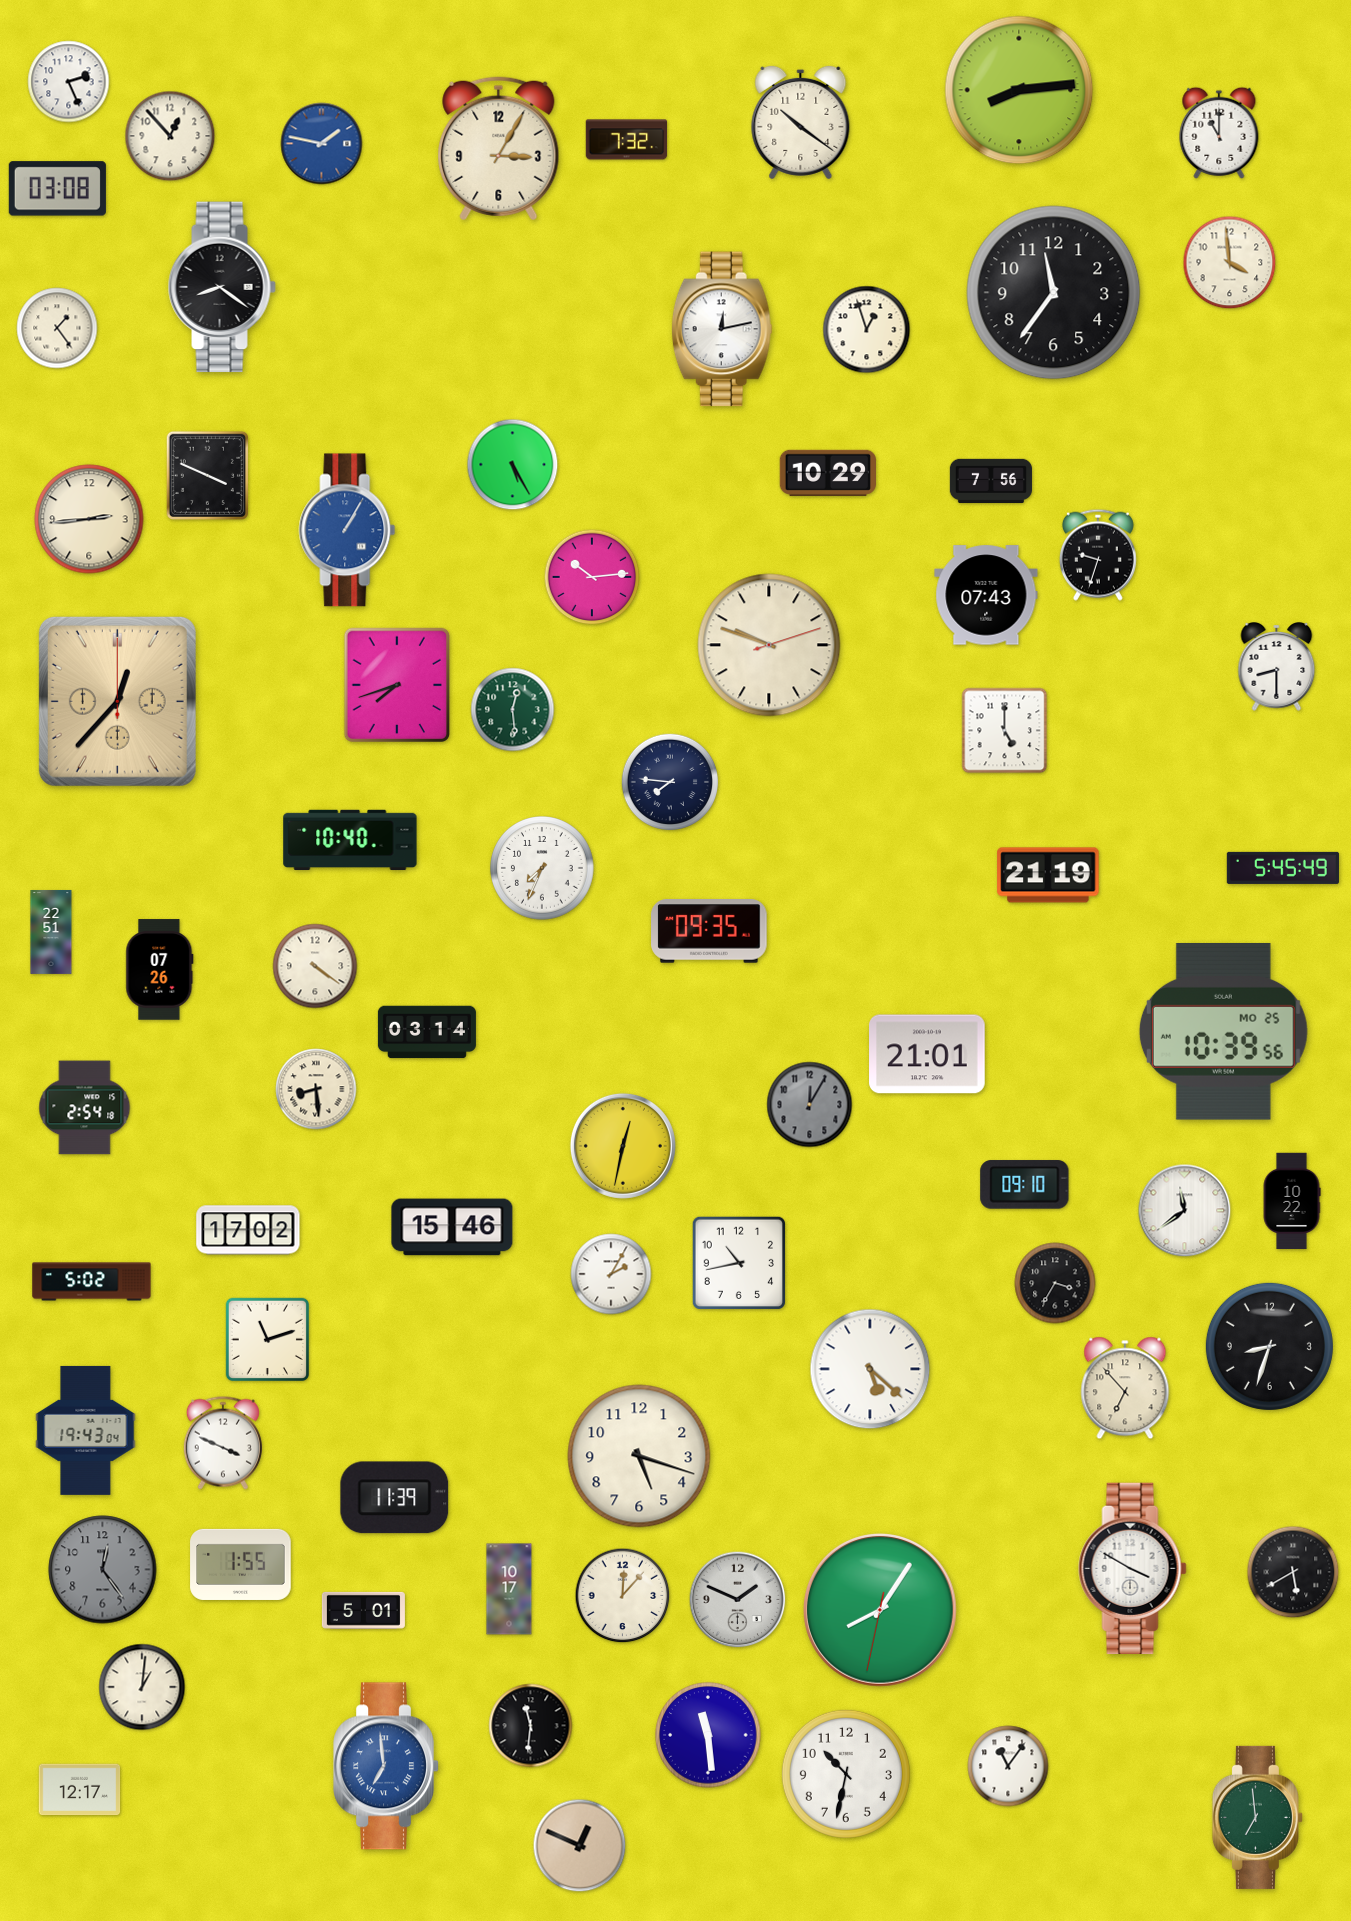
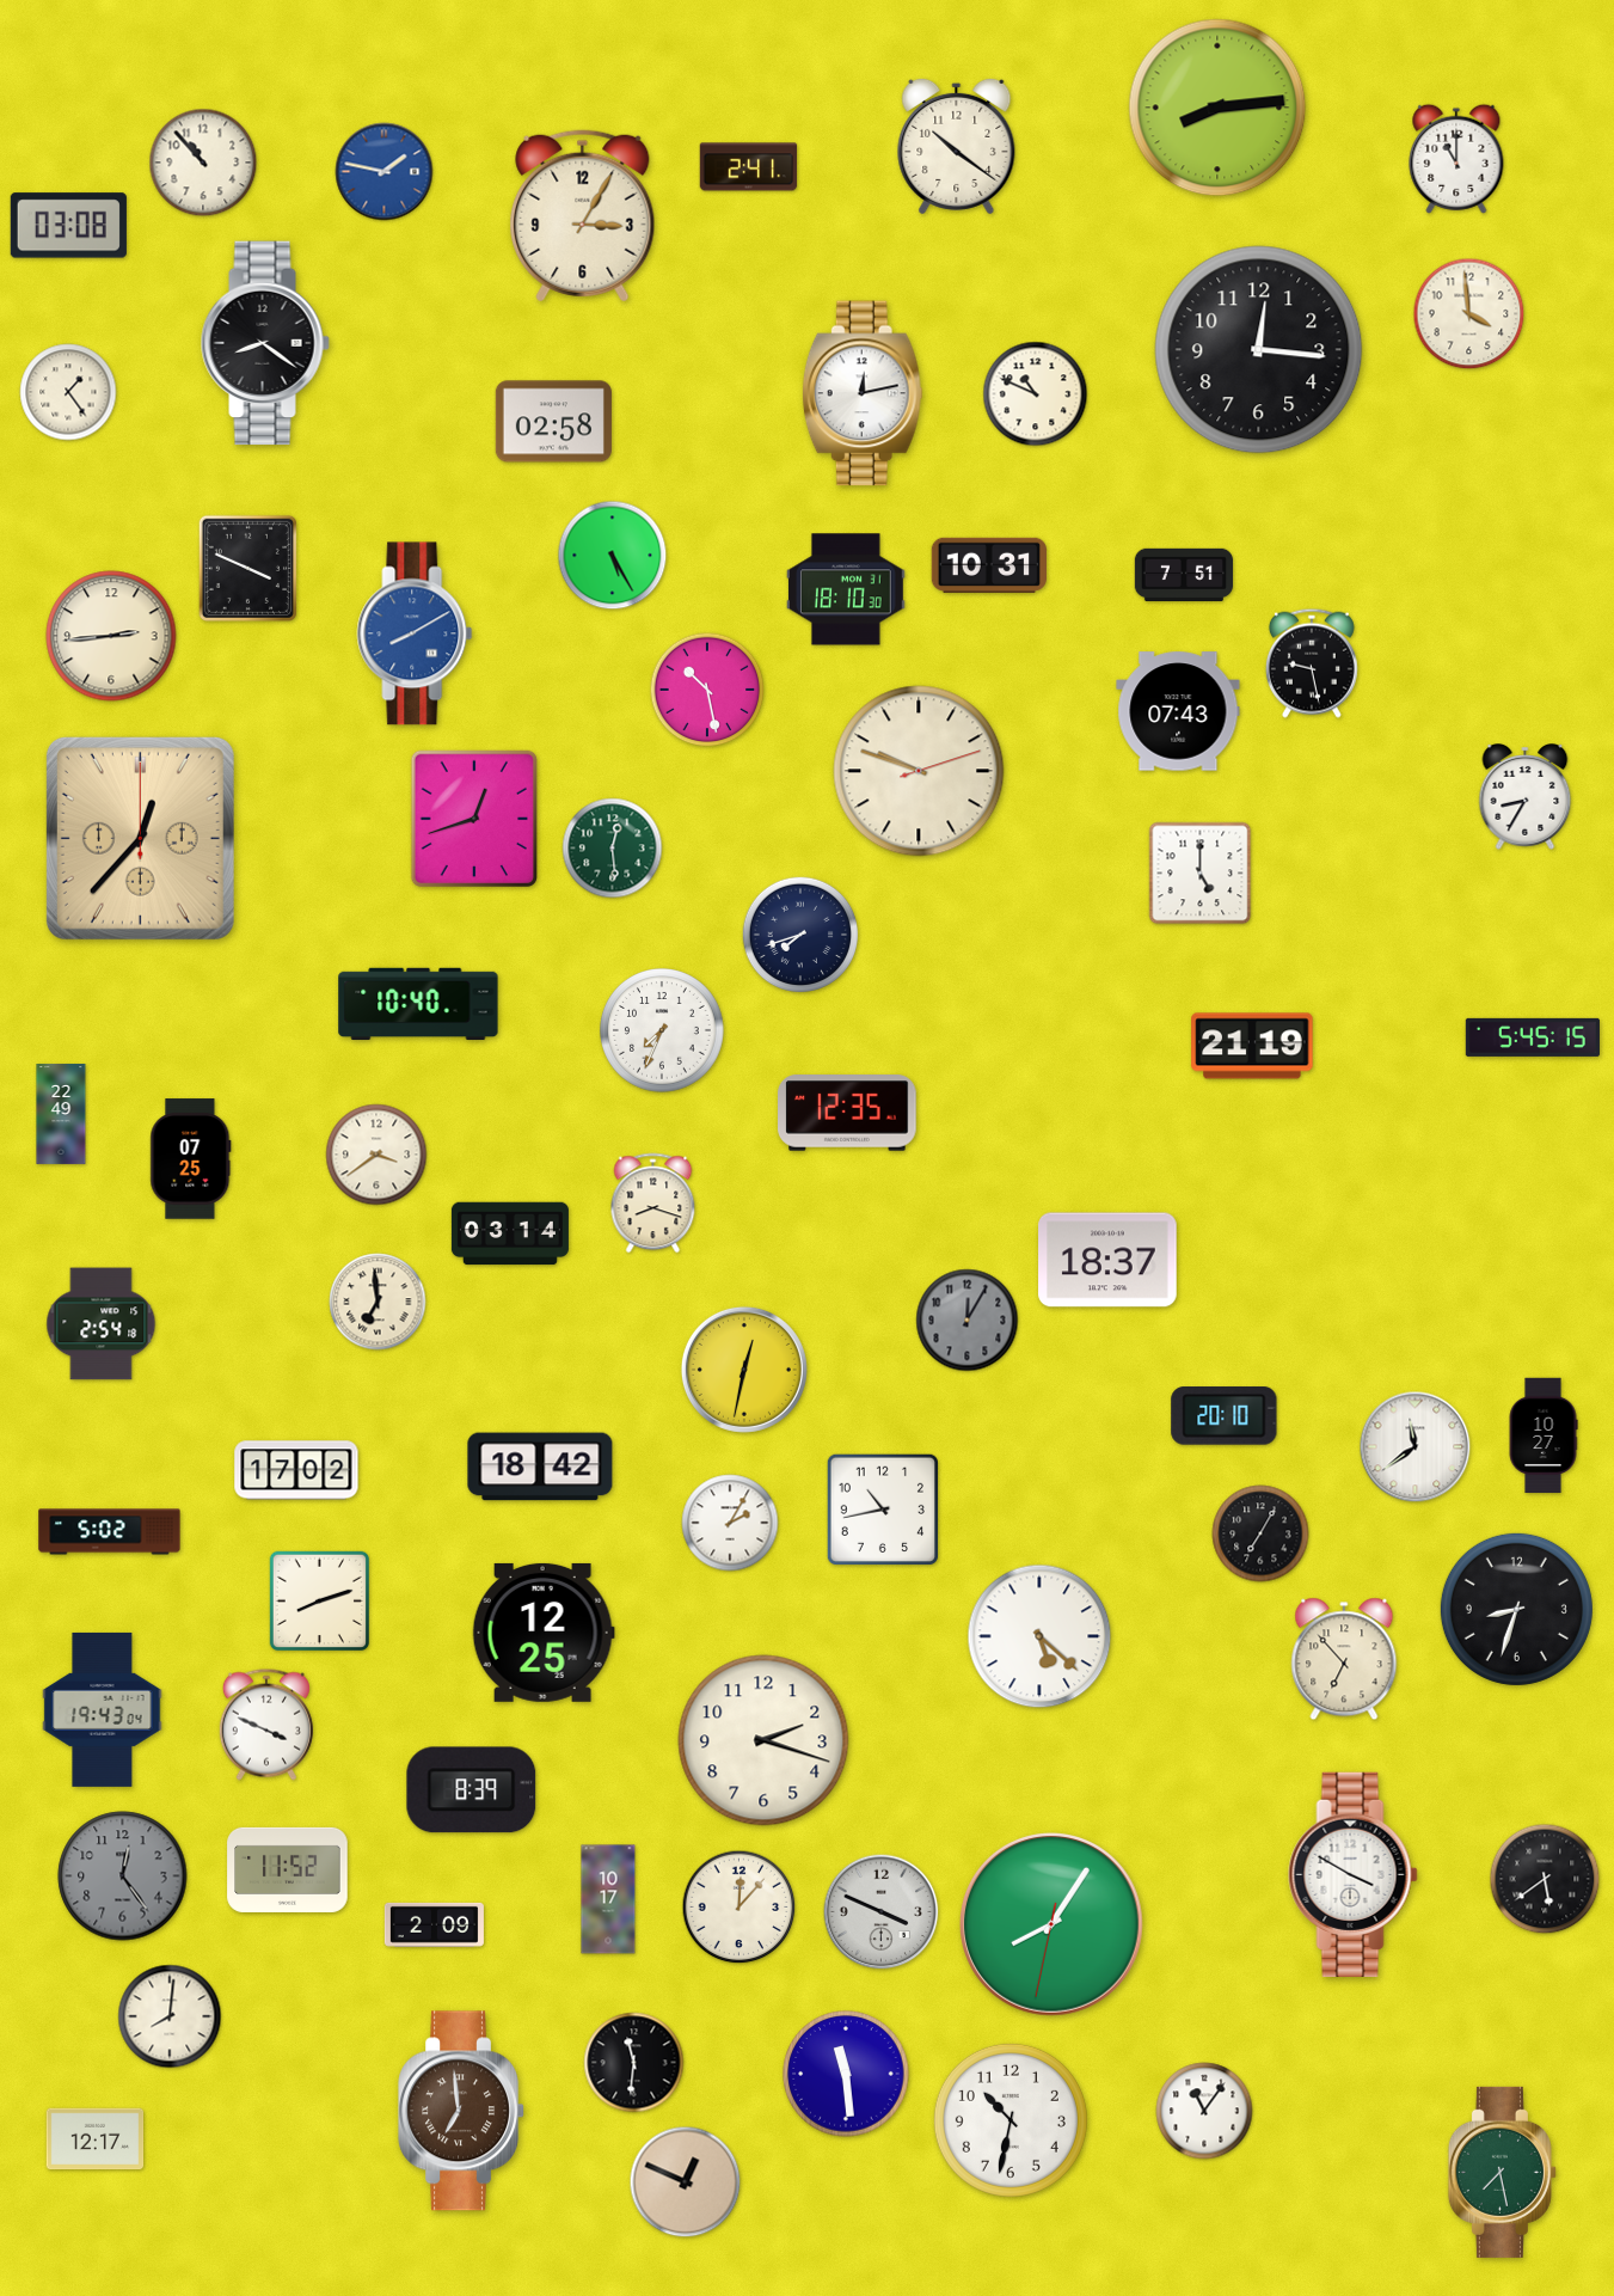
clock at (69, 82): 2:26 -> none
clock at (170, 136): 12:53 -> 10:53
clock at (627, 140): 7:32 -> 2:41
clock at (499, 149) position: (499, 149) -> (583, 216)
clock at (1054, 293): 11:36 -> 12:16
clock at (867, 330): 12:57 -> 10:49
clock at (553, 422): none -> 02:58
clock at (827, 473): 10:29 -> 10:31
clock at (991, 480): 7:56 -> 7:51
clock at (846, 589): none -> 18:10
clock at (89, 519) position: (89, 519) -> (111, 636)
clock at (347, 530): 1:05 -> 8:10
clock at (1098, 555): 9:33 -> 9:28
clock at (592, 577): 10:14 -> 10:28
clock at (1277, 667): 8:30 -> 8:35
clock at (396, 684): 7:42 -> 12:42
clock at (670, 782): 7:46 -> 7:42
clock at (1283, 868): 5:45:49 -> 5:45:15
clock at (543, 869) position: (543, 869) -> (663, 1031)
clock at (709, 931): 09:35 -> 12:35
clock at (51, 933): 22:51 -> 22:49
clock at (315, 966): 4:21 -> 3:39
clock at (160, 970): 07:26 -> 07:25
clock at (653, 1204): none -> 8:18
clock at (1223, 1031): 10:39 -> none
clock at (927, 1054): 21:01 -> 18:37
clock at (316, 1089): 8:29 -> 6:59
clock at (1025, 1185): 09:10 -> 20:10
clock at (1292, 1201): 10:22 -> 10:27
clock at (452, 1227): 15:46 -> 18:42
clock at (1055, 1283): 3:35 -> 7:05
clock at (267, 1339): 11:12 -> 8:12
clock at (544, 1633): none -> 12:25
clock at (639, 1456): 5:18 -> 2:18
clock at (395, 1498): 11:39 -> 8:39
clock at (241, 1564): 1:55 -> 11:52
clock at (1293, 1572): 5:40 -> 5:39
clock at (623, 1596) position: (623, 1596) -> (740, 1908)
clock at (738, 1600): 1:49 -> 3:49
clock at (363, 1610): 5:01 -> 2:09
clock at (142, 1687): 1:01 -> 8:01
clock at (387, 1766) dial: blue -> brown
clock at (1257, 1817): 6:59 -> 7:28
clock at (580, 1846) position: (580, 1846) -> (686, 2182)
